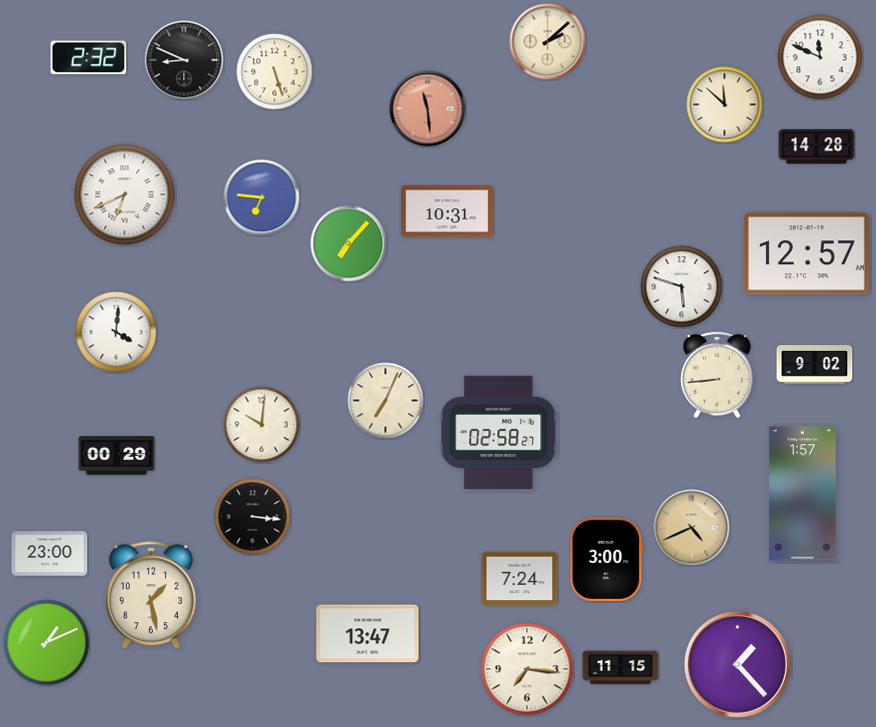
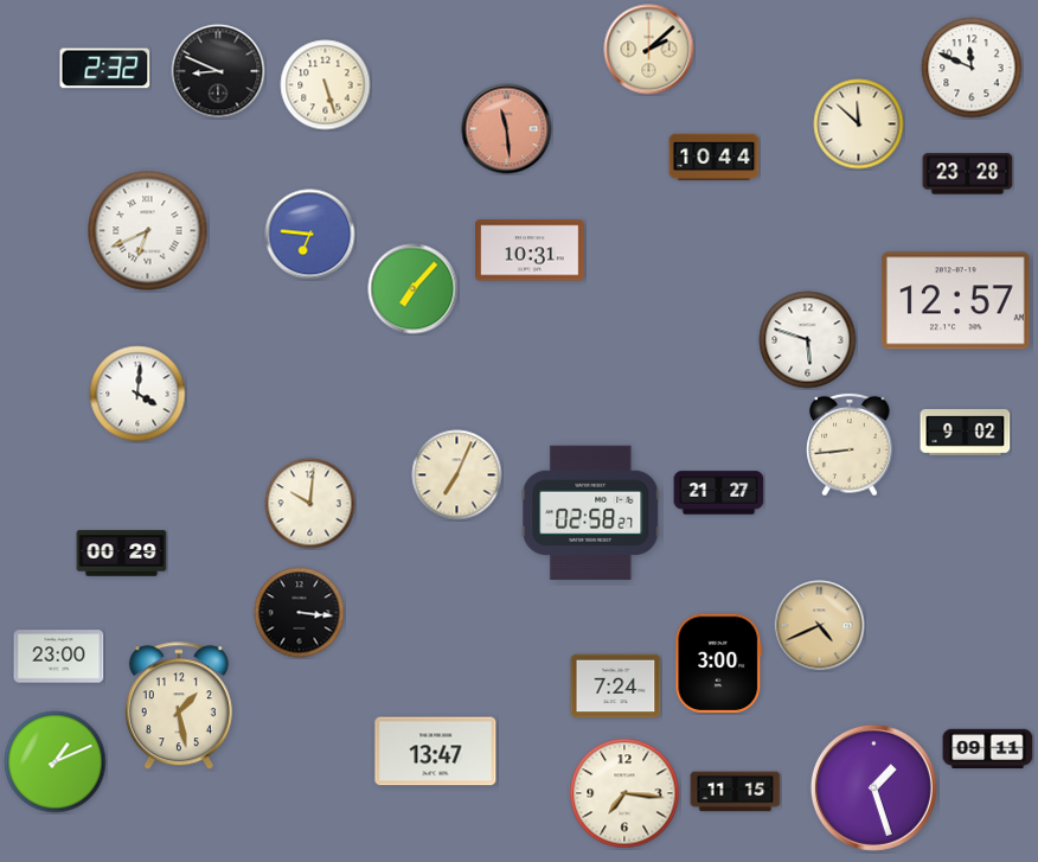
clock at (715, 158): none -> 10:44
clock at (817, 147): 14:28 -> 23:28
clock at (719, 493): none -> 21:27
clock at (117, 456) position: (117, 456) -> (122, 554)
clock at (803, 494): 1:57 -> none
clock at (988, 748): none -> 09:11
clock at (737, 664): 1:23 -> 1:27
